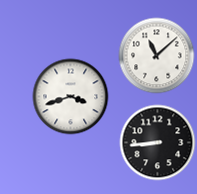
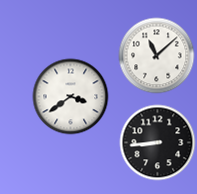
clock at (71, 97): 3:42 -> 3:39
